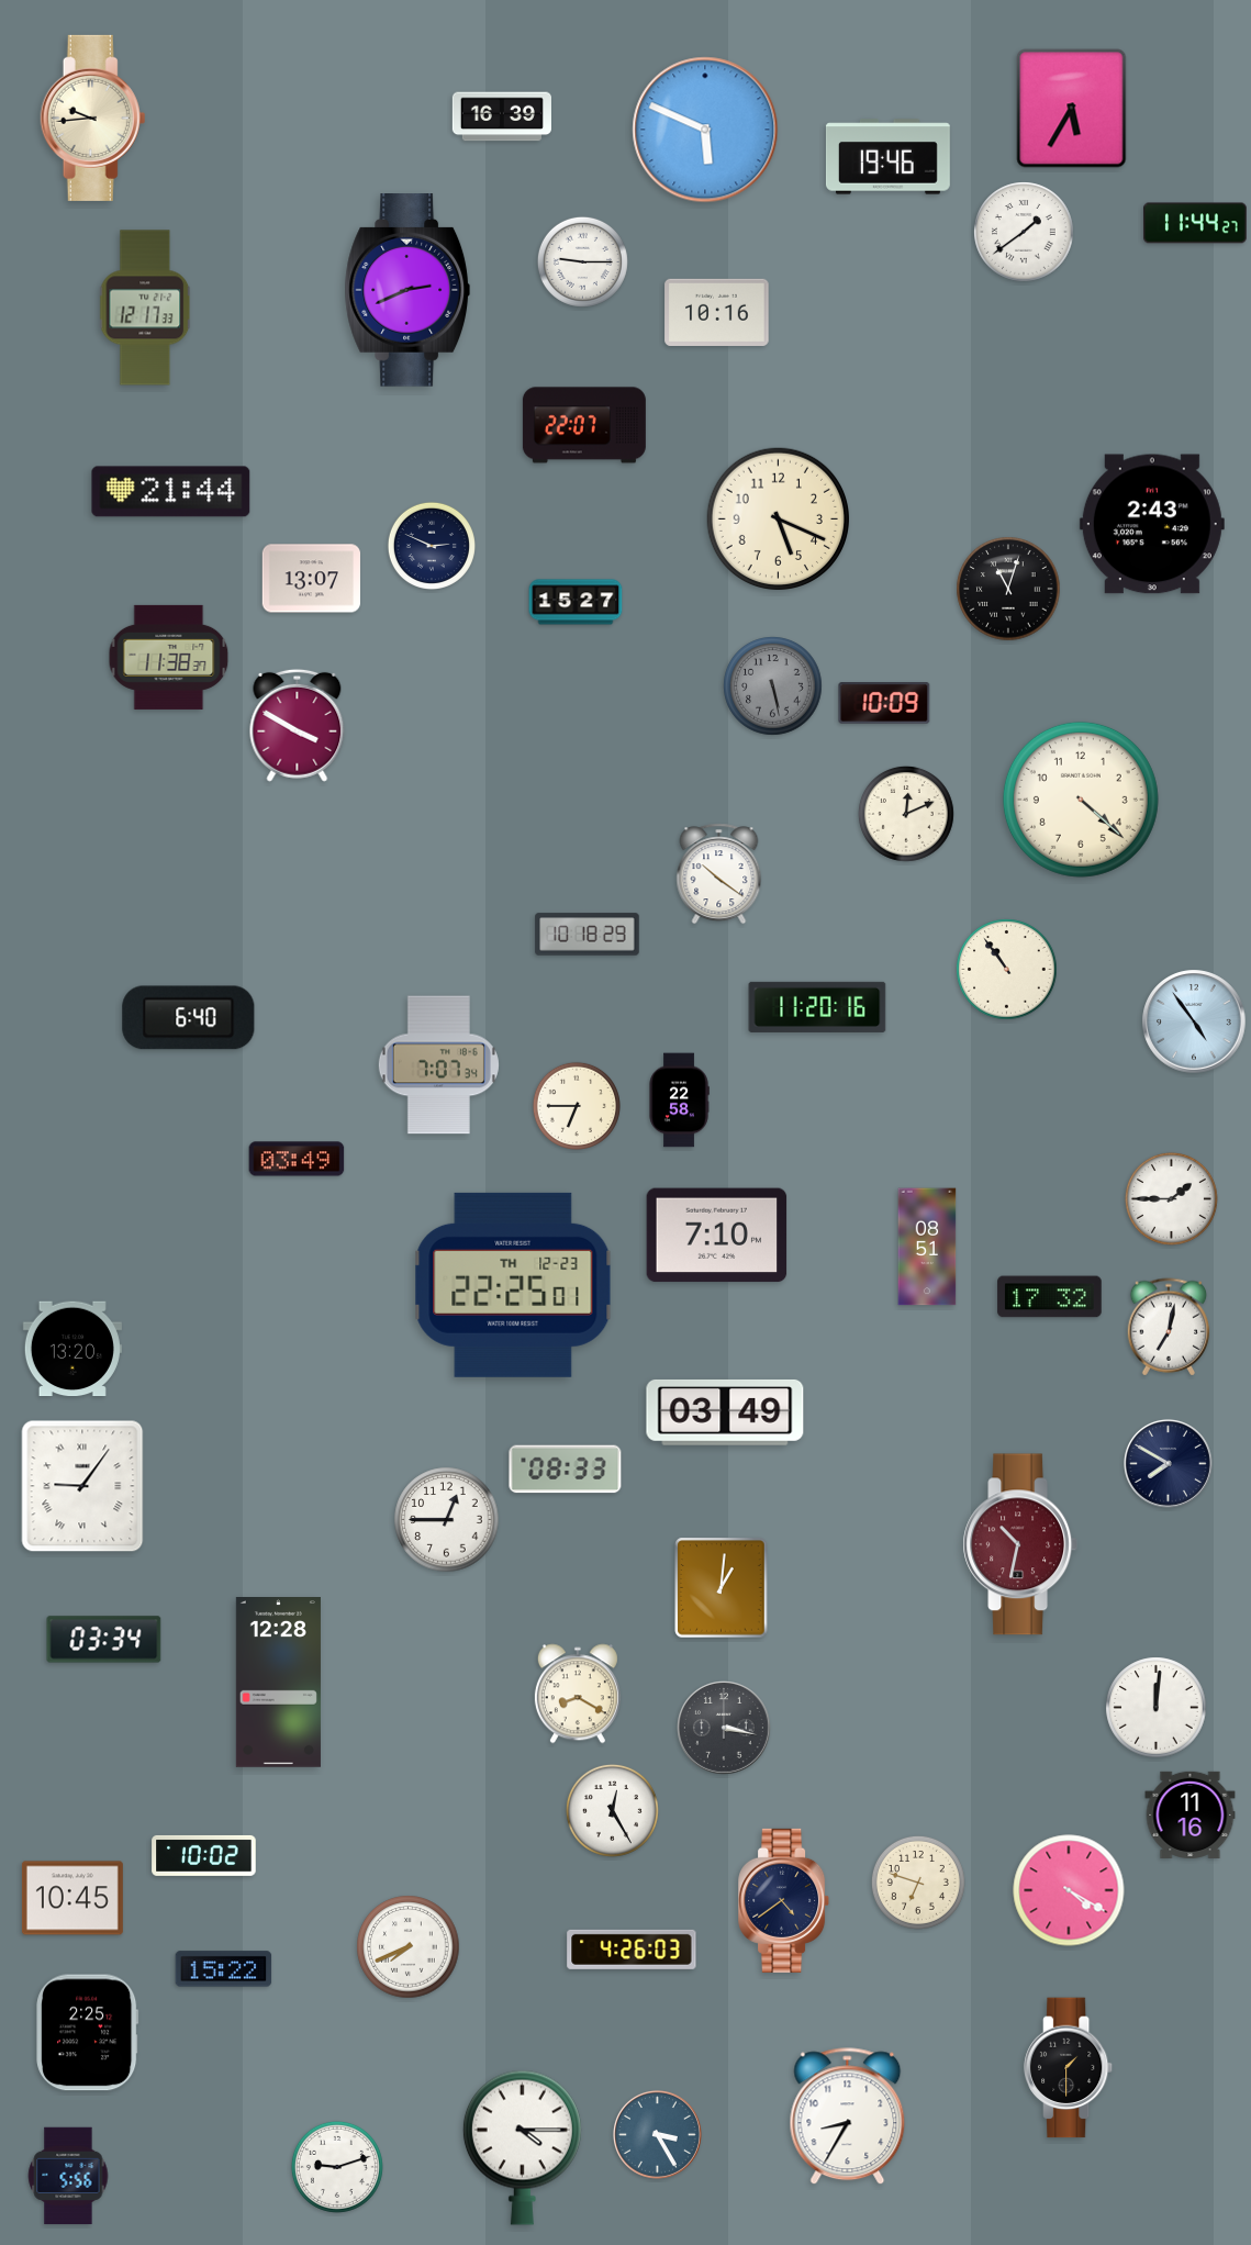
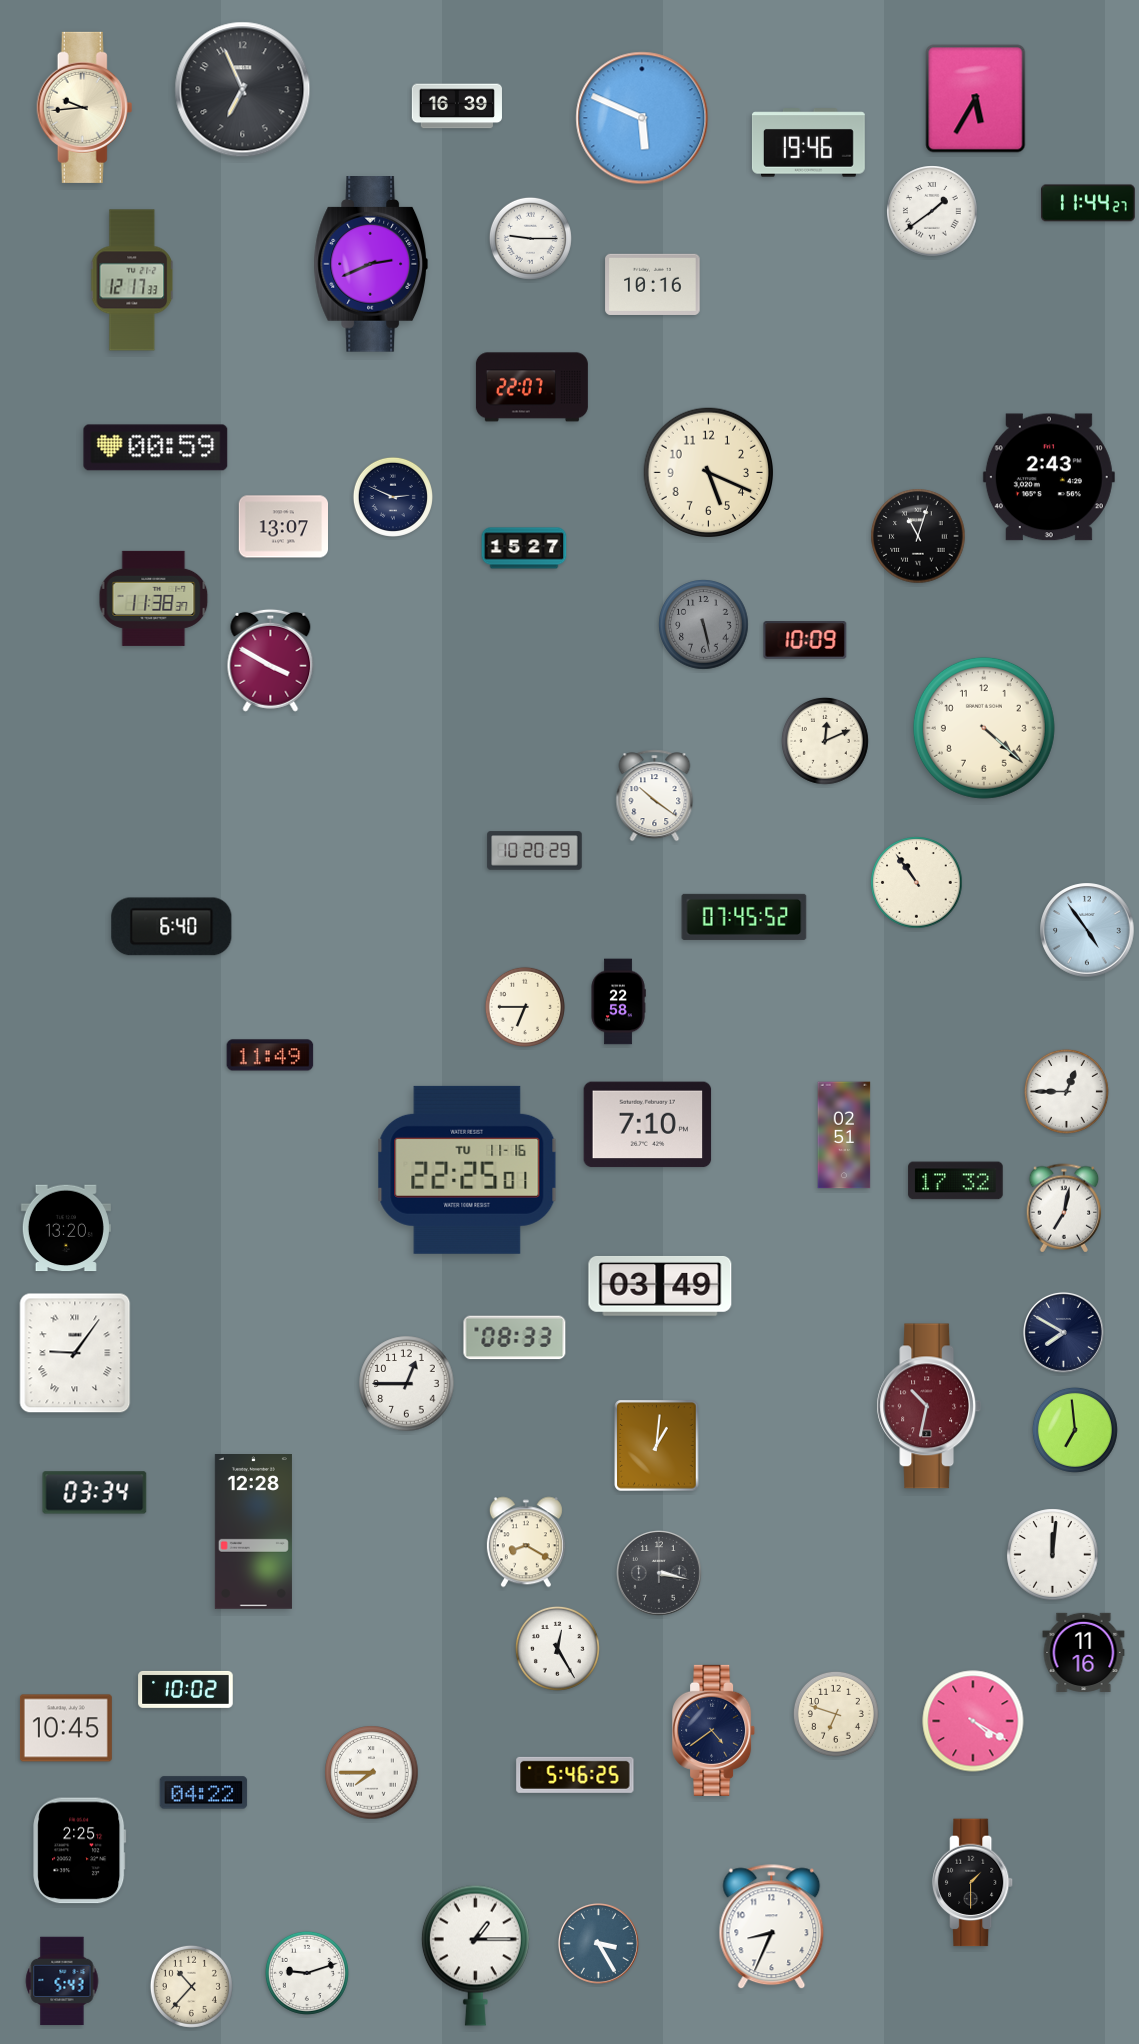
clock at (243, 90): none -> 6:56
clock at (171, 492): 21:44 -> 00:59
clock at (588, 935): 10:18 -> 10:20
clock at (817, 1007): 11:20 -> 07:45
clock at (438, 1065): 7:07 -> none
clock at (297, 1159): 03:49 -> 11:49
clock at (1171, 1198): 1:45 -> 12:45
clock at (717, 1236) position: (717, 1236) -> (648, 1125)
clock at (927, 1247): 08:51 -> 02:51
clock at (513, 1285) date: TH 12-23 -> TU 11-16
clock at (1075, 1430): none -> 6:59
clock at (409, 1947): 7:41 -> 7:45
clock at (632, 1950): 4:26 -> 5:46
clock at (224, 1969): 15:22 -> 04:22
clock at (848, 2116): 8:35 -> 8:34
clock at (522, 2147): 4:15 -> 1:15
clock at (68, 2176): 5:56 -> 5:43
clock at (191, 1986): none -> 10:37
